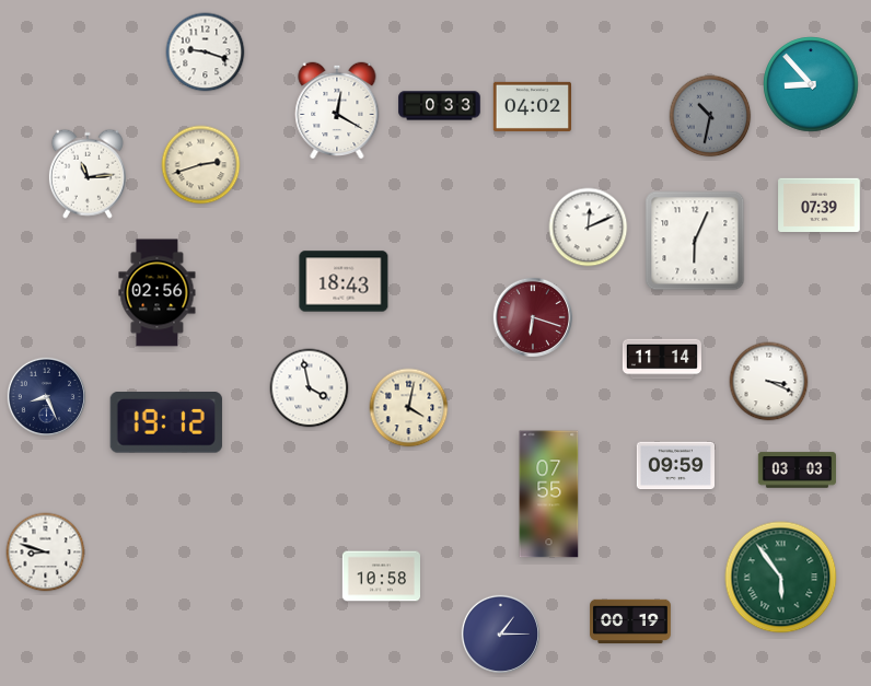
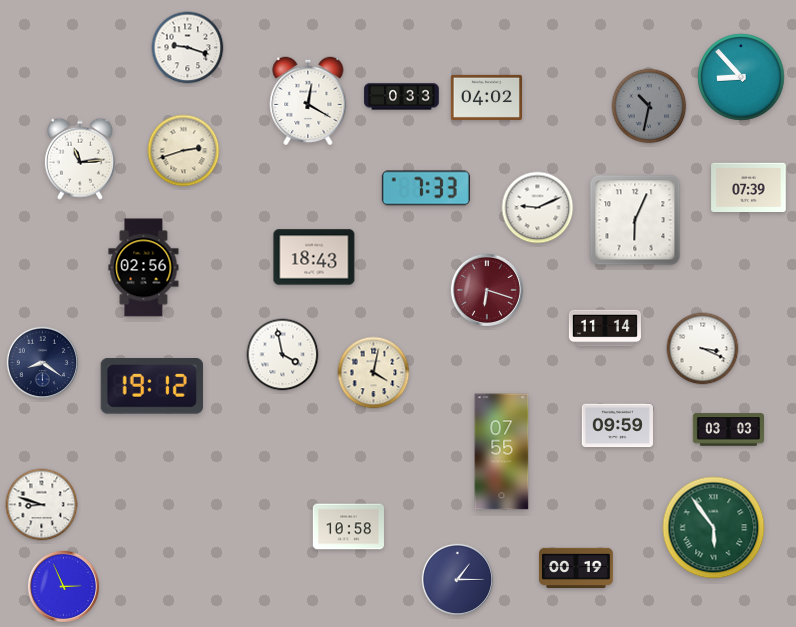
clock at (426, 188): none -> 7:33
clock at (589, 228): 12:11 -> 9:11
clock at (46, 396): 8:26 -> 8:21
clock at (63, 586): none -> 2:56
